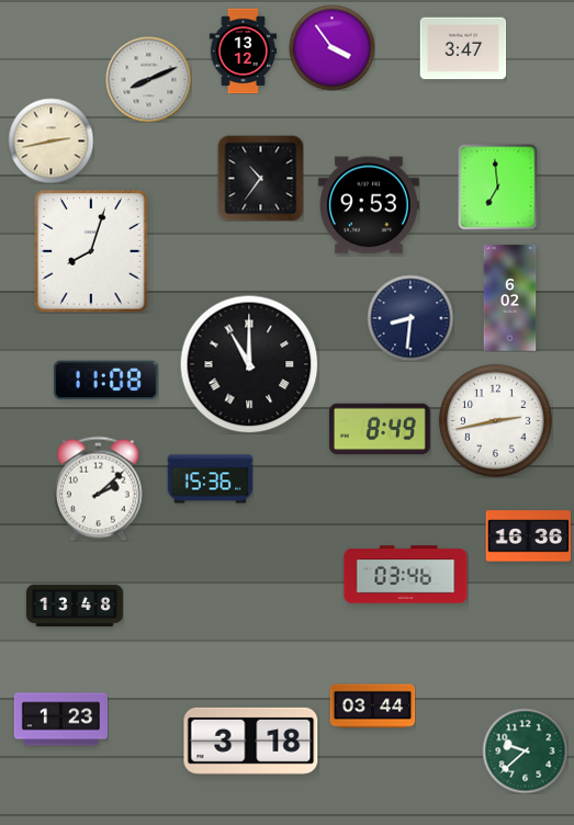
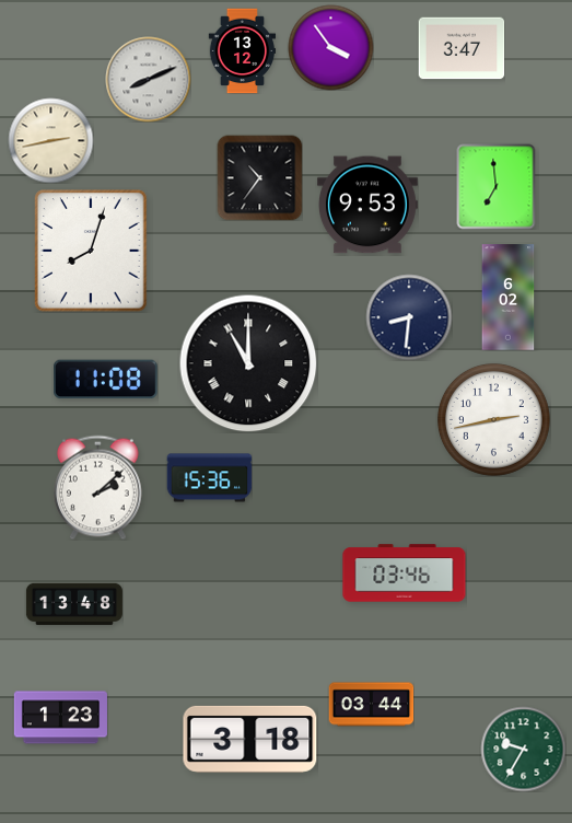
clock at (380, 429): 8:49 -> none
clock at (528, 536): 16:36 -> none
clock at (525, 750): 9:38 -> 9:35
